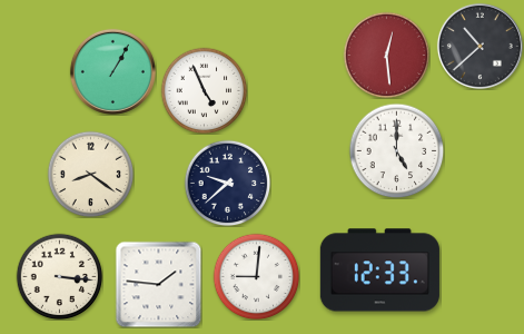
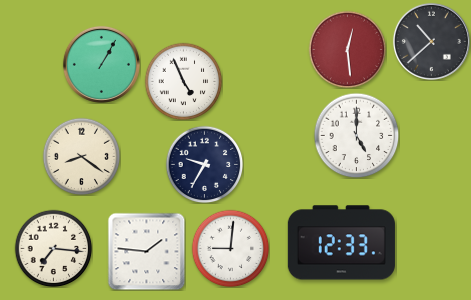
clock at (227, 183): 9:38 -> 9:35
clock at (59, 276): 3:16 -> 7:16
clock at (158, 284) position: (158, 284) -> (146, 251)
